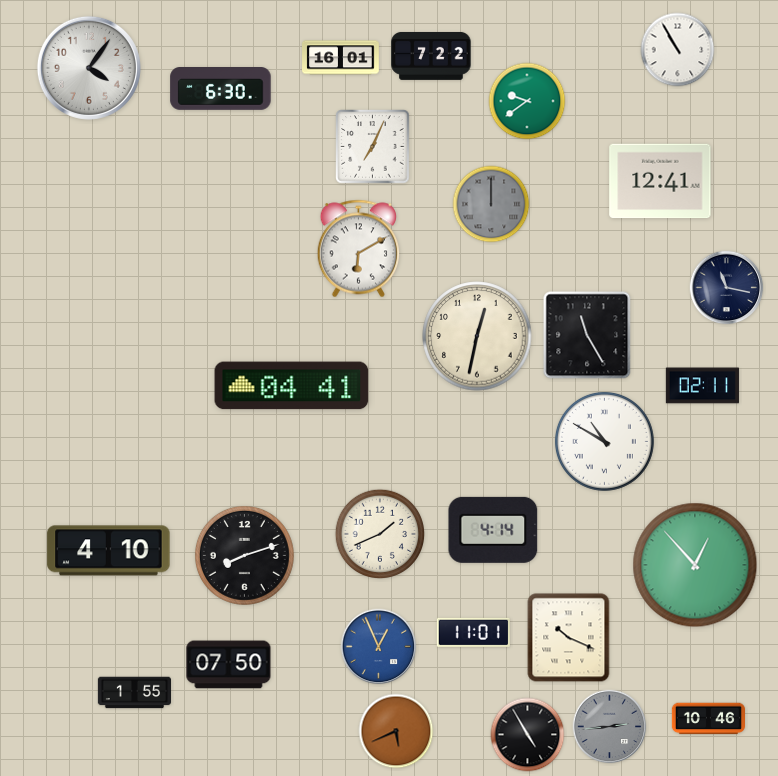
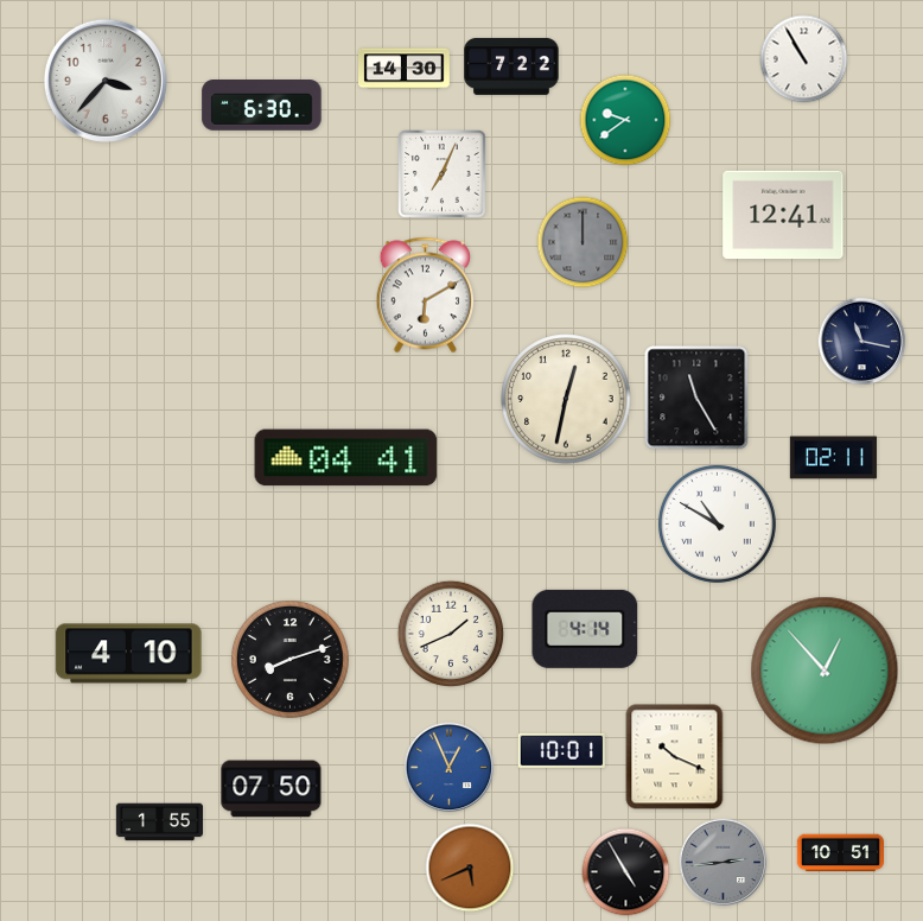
clock at (341, 58): 16:01 -> 14:30
clock at (89, 68): 4:06 -> 3:37
clock at (473, 632): 11:01 -> 10:01
clock at (708, 719): 10:46 -> 10:51
